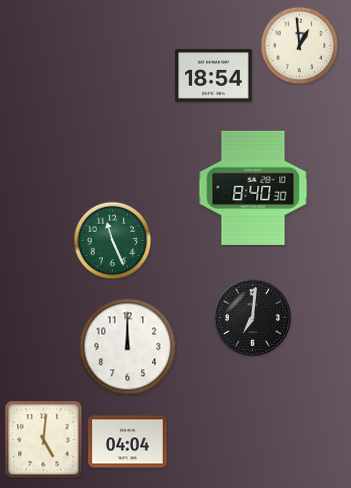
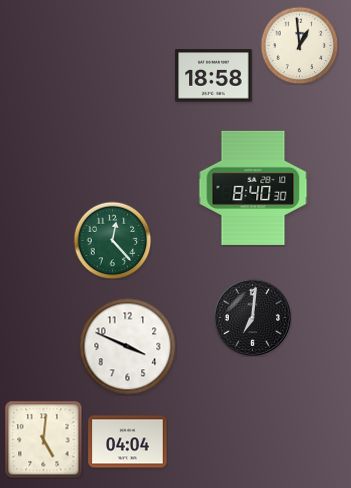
clock at (214, 76): 18:54 -> 18:58
clock at (112, 240): 11:26 -> 12:23
clock at (127, 346): 12:00 -> 3:49
